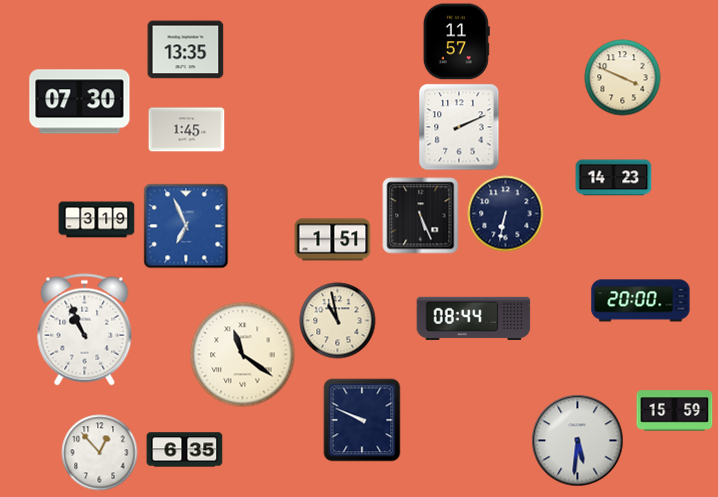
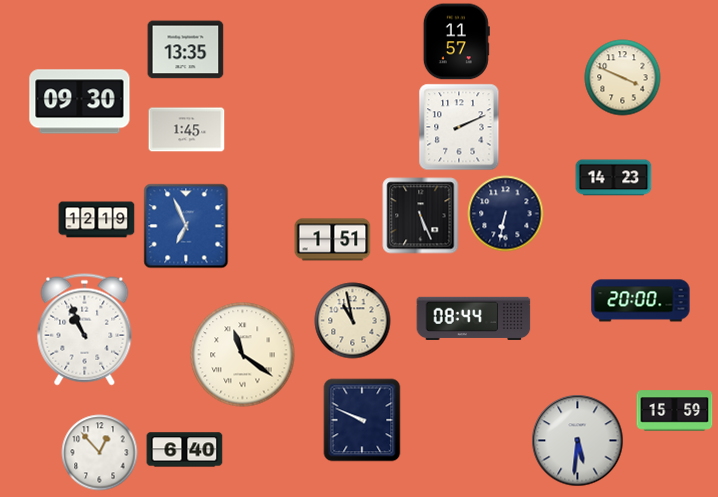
clock at (80, 102): 07:30 -> 09:30
clock at (97, 220): 3:19 -> 12:19
clock at (338, 321) position: (338, 321) -> (353, 321)
clock at (185, 450): 6:35 -> 6:40
